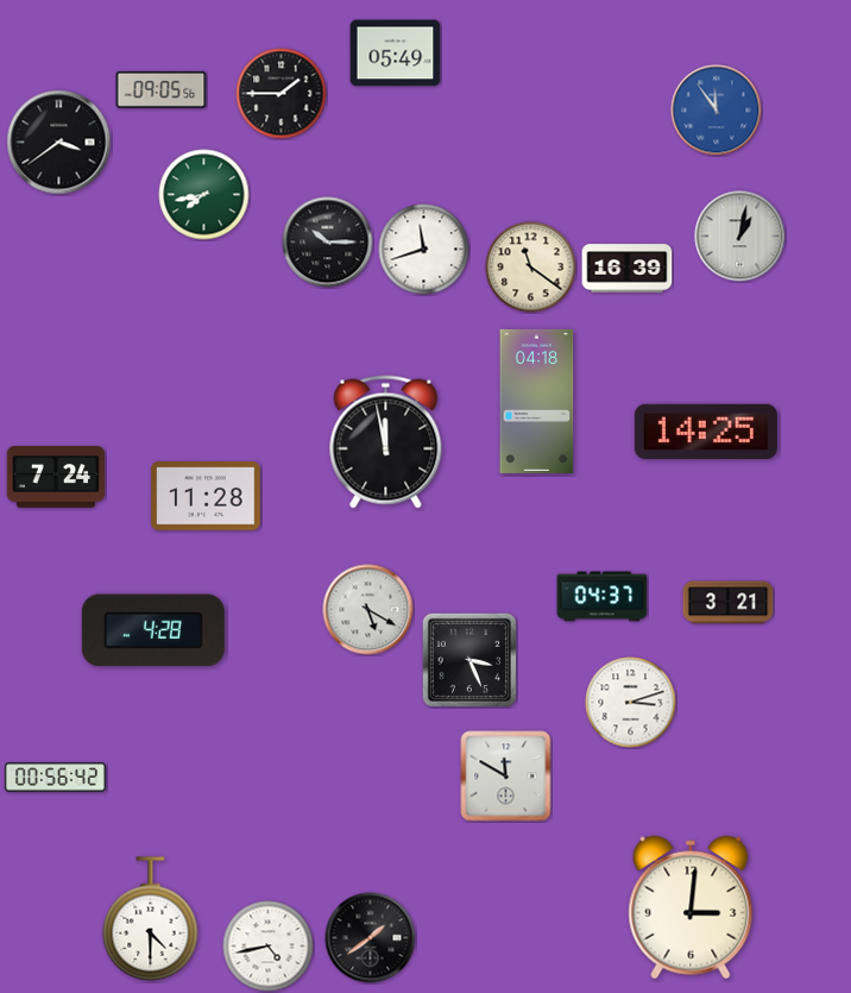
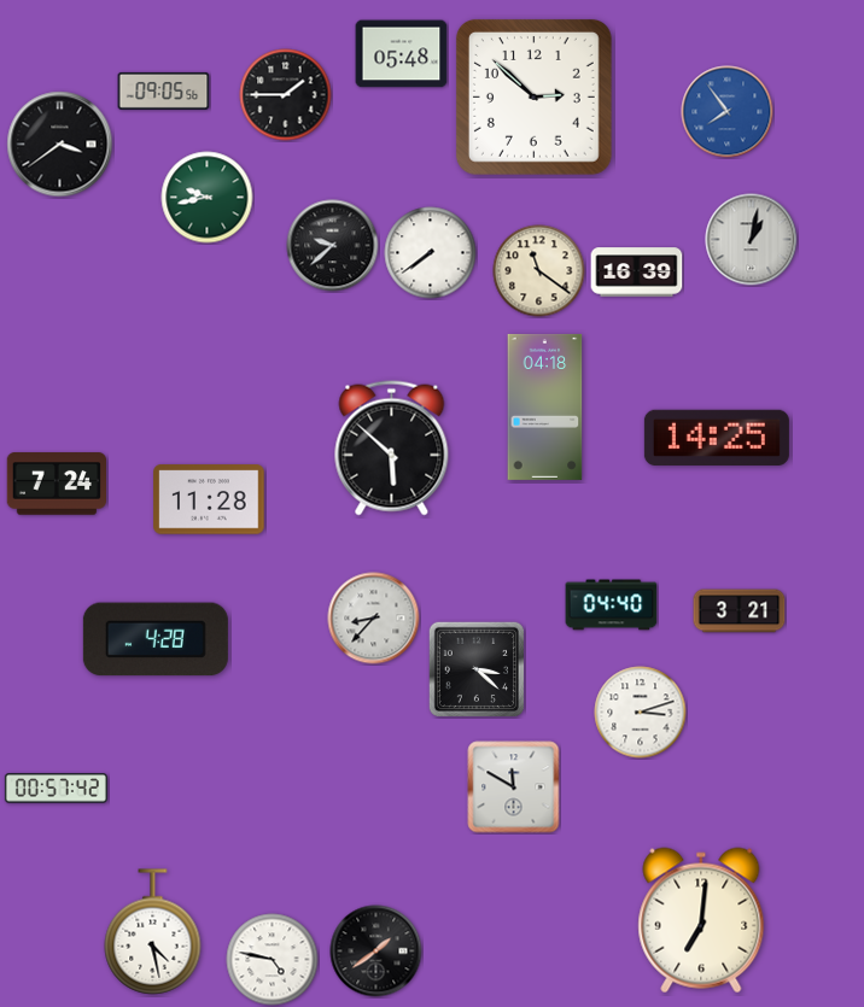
clock at (396, 54): 05:49 -> 05:48
clock at (533, 96): none -> 2:52
clock at (717, 111): 11:54 -> 7:54
clock at (204, 195): 7:43 -> 9:43
clock at (328, 243): 10:15 -> 9:38
clock at (424, 250): 11:42 -> 7:39
clock at (386, 442): 11:58 -> 5:52
clock at (206, 496) position: (206, 496) -> (209, 499)
clock at (603, 597): 04:37 -> 04:40
clock at (368, 610): 5:20 -> 8:37
clock at (469, 660): 3:26 -> 3:22
clock at (55, 778): 00:56 -> 00:57
clock at (691, 907): 3:01 -> 7:01
clock at (151, 919): 4:30 -> 4:28
clock at (269, 947): 4:43 -> 4:47
